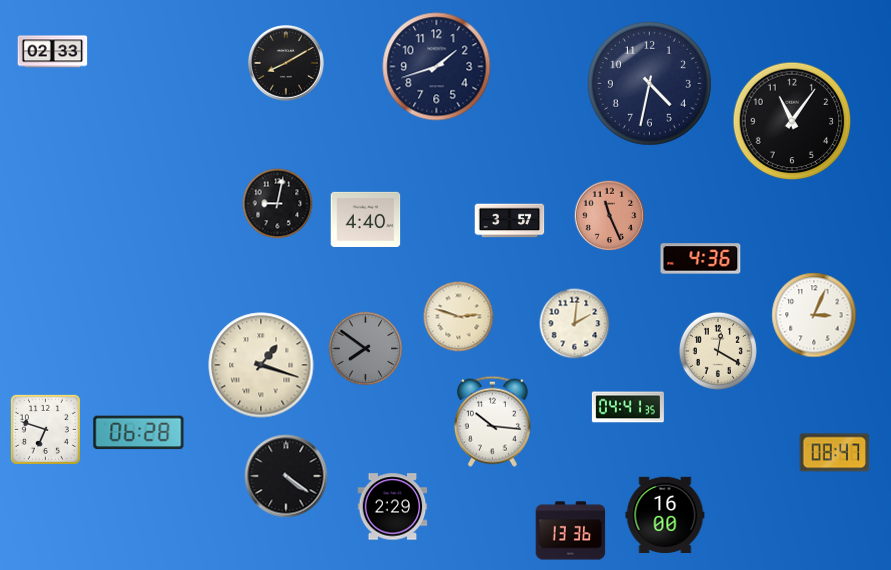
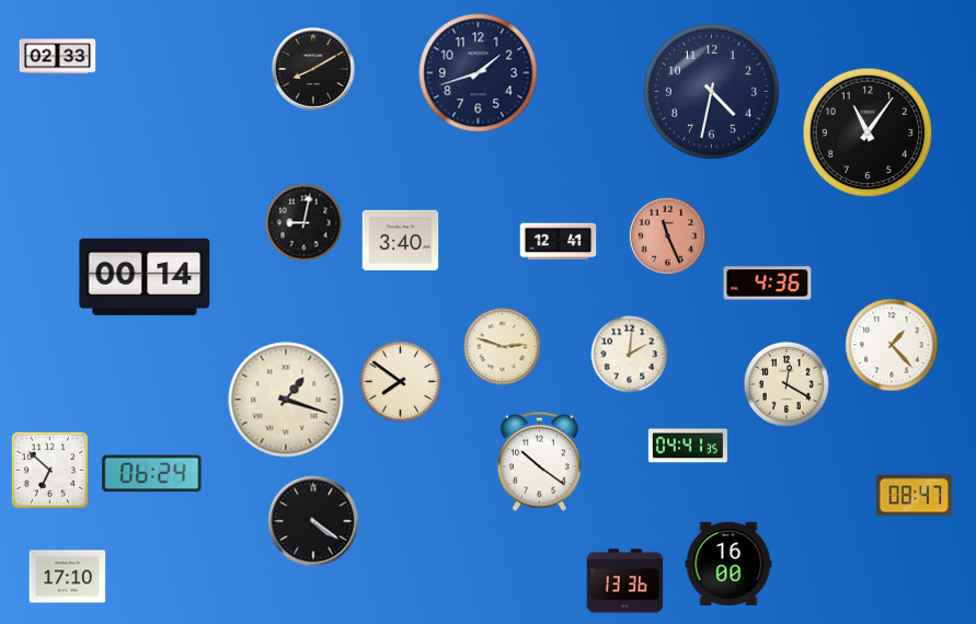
clock at (366, 219): 4:40 -> 3:40
clock at (510, 221): 3:57 -> 12:41
clock at (145, 277): none -> 00:14
clock at (814, 315): 3:04 -> 1:23
clock at (366, 349) dial: grey -> cream
clock at (492, 421): 10:16 -> 10:21
clock at (45, 429): 6:48 -> 6:52
clock at (139, 433): 06:28 -> 06:24
clock at (393, 507): 2:29 -> none
clock at (68, 577): none -> 17:10
